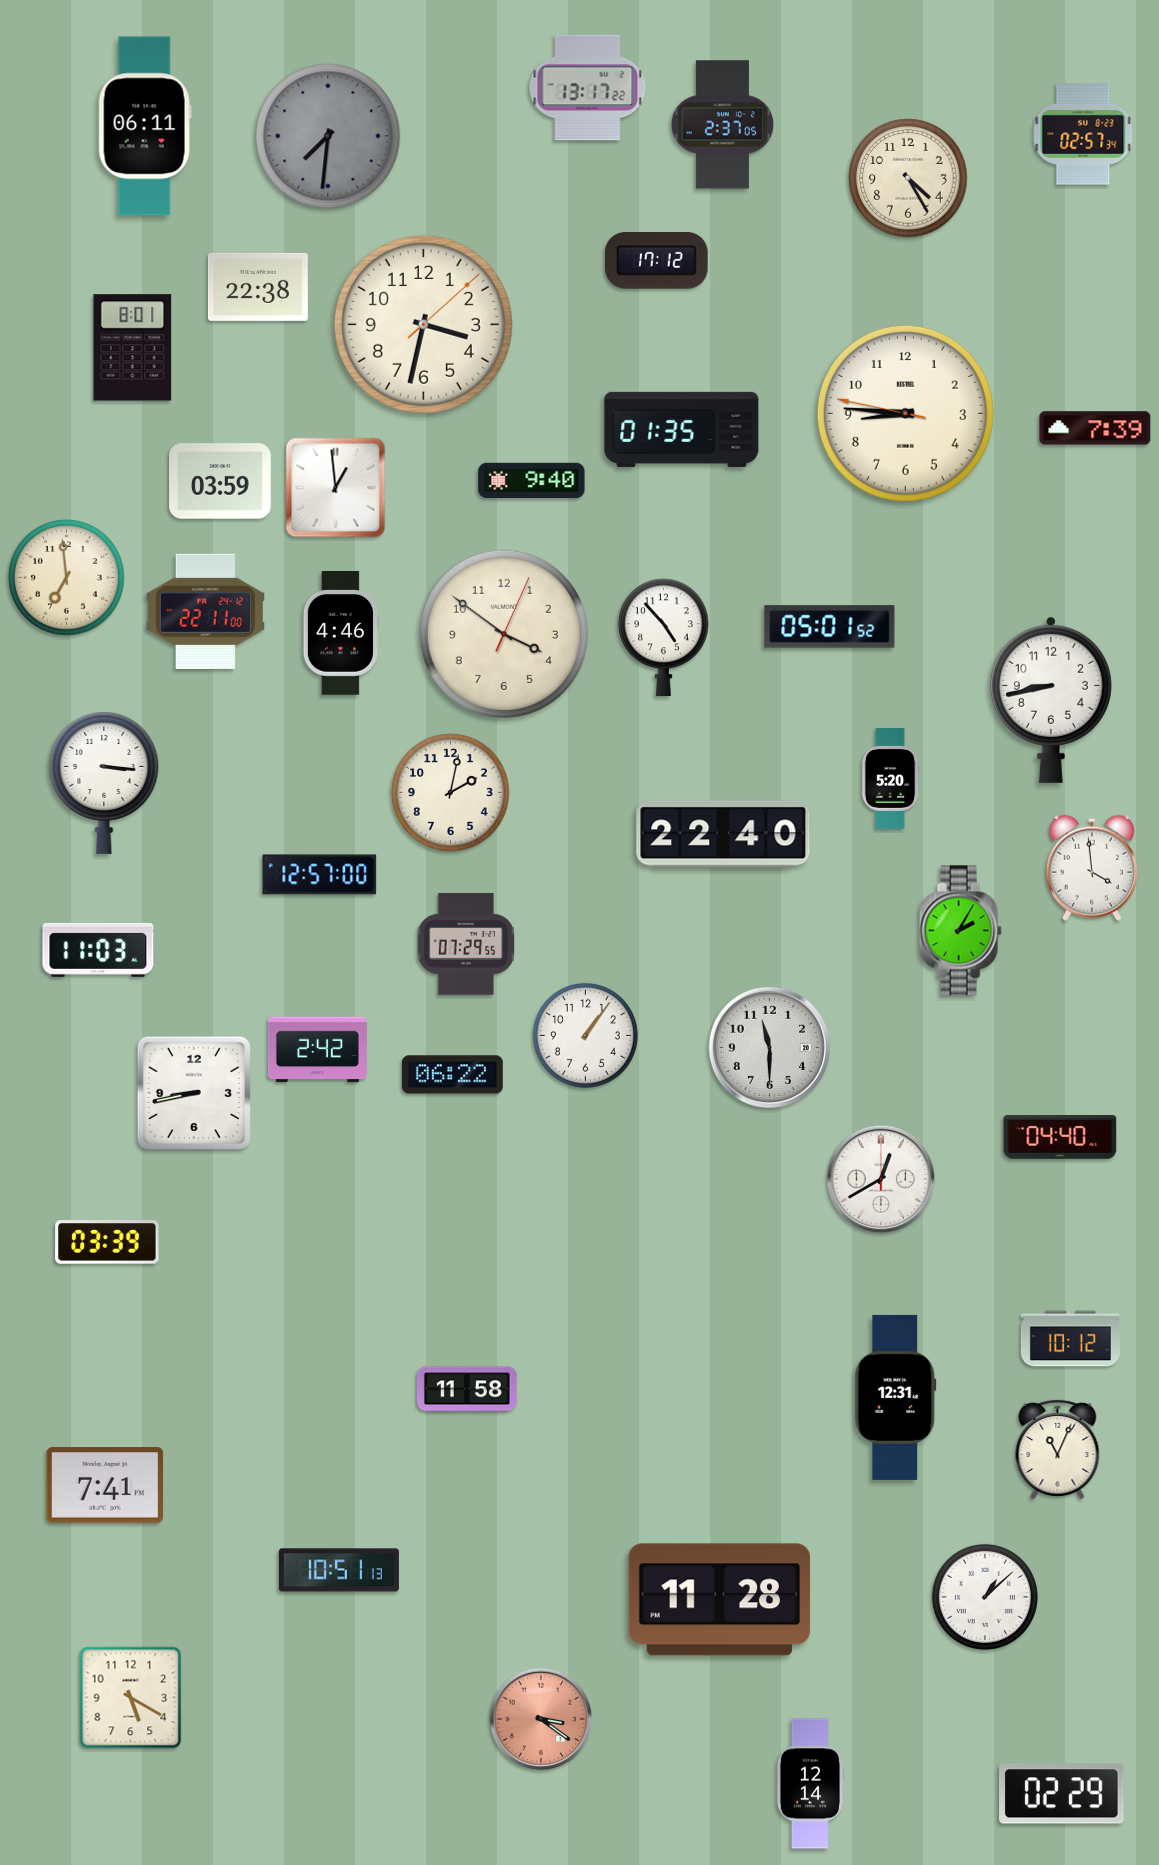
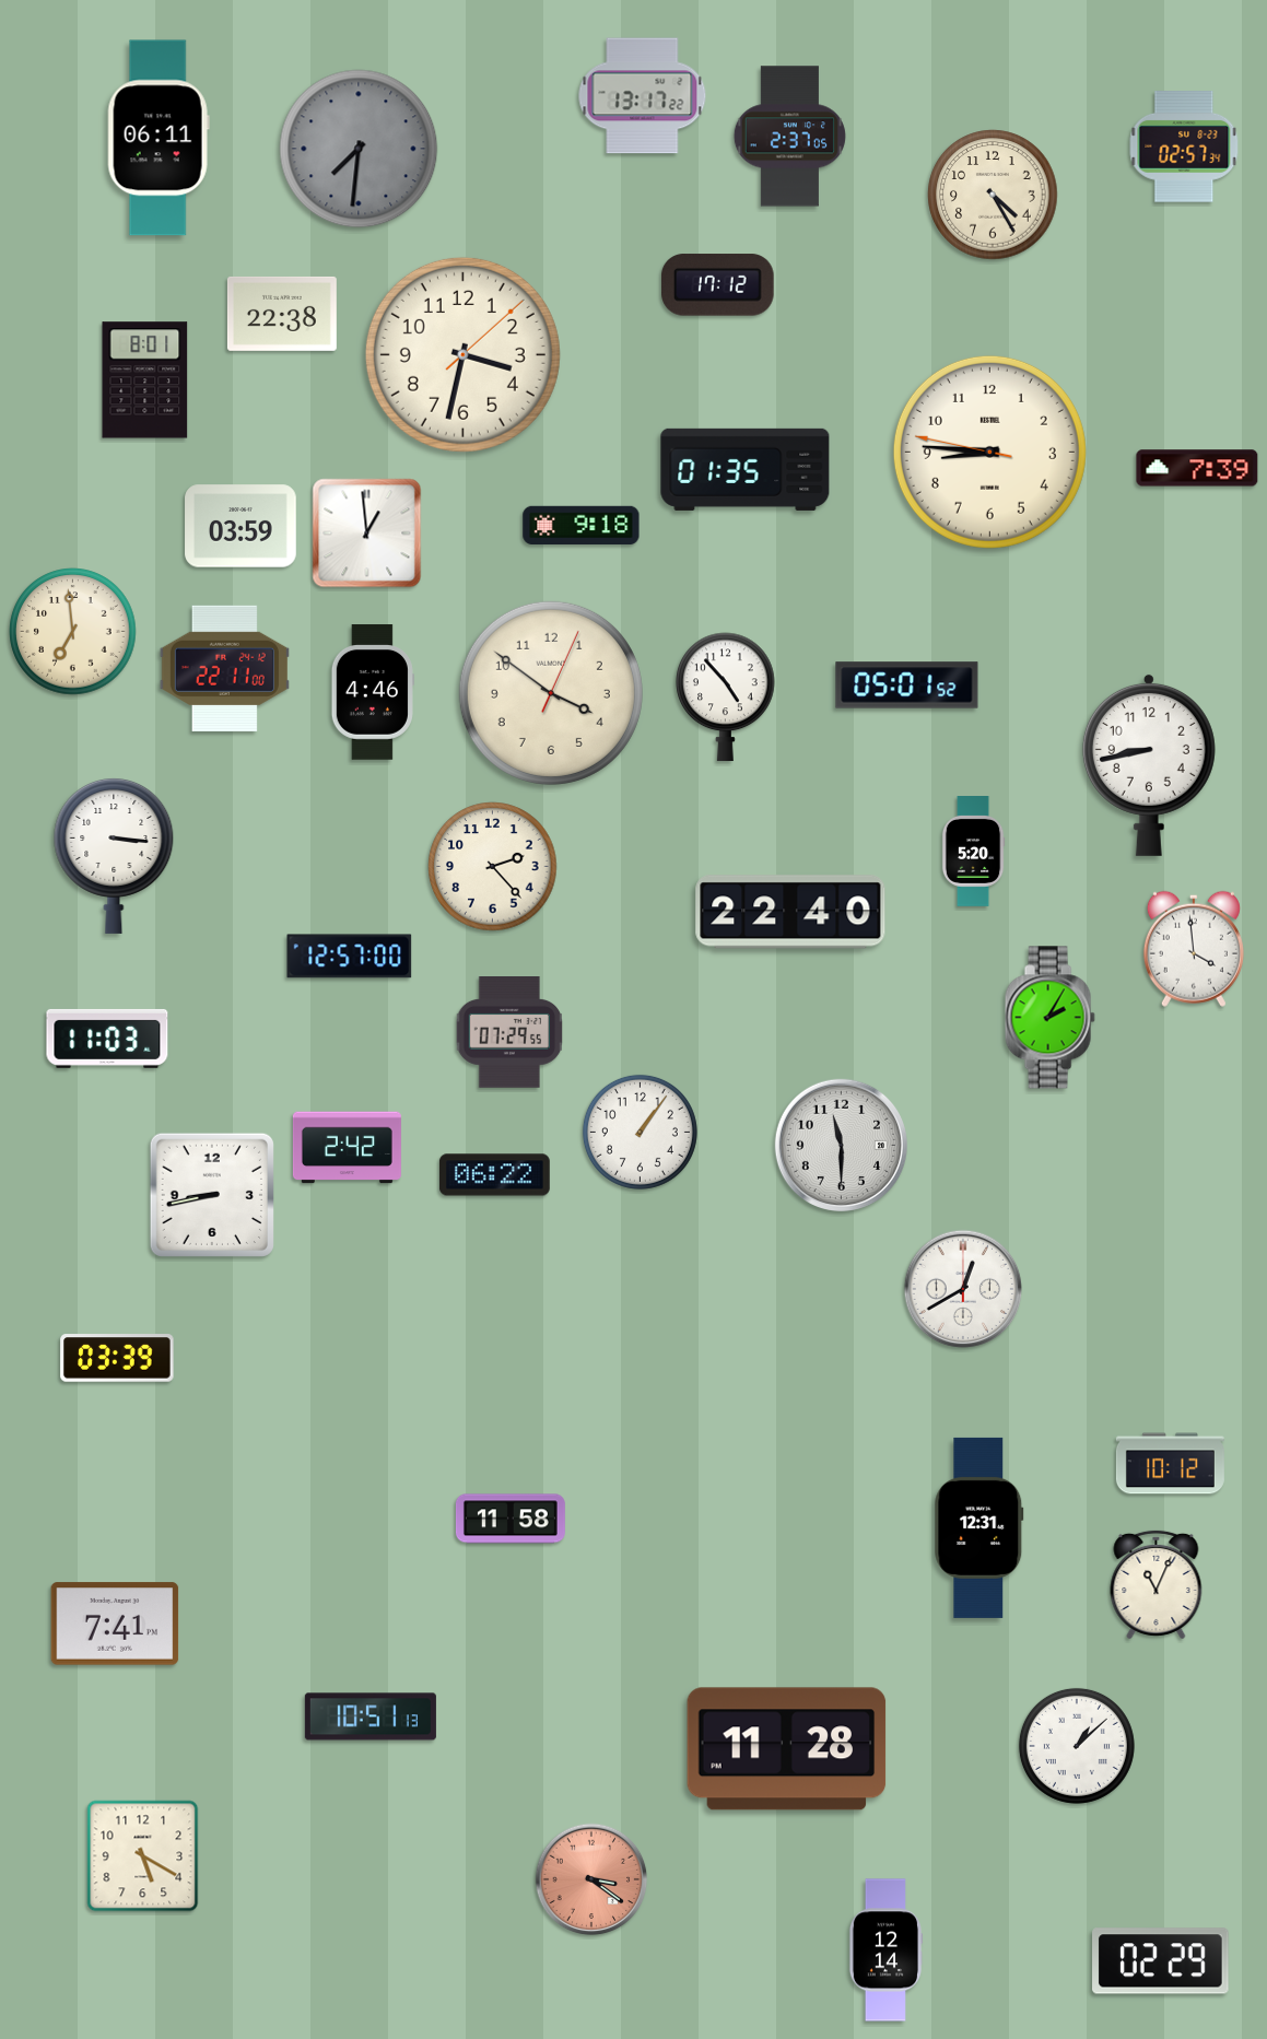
clock at (532, 480): 9:40 -> 9:18
clock at (451, 793): 2:02 -> 2:23
clock at (1060, 1137): 04:40 -> none
